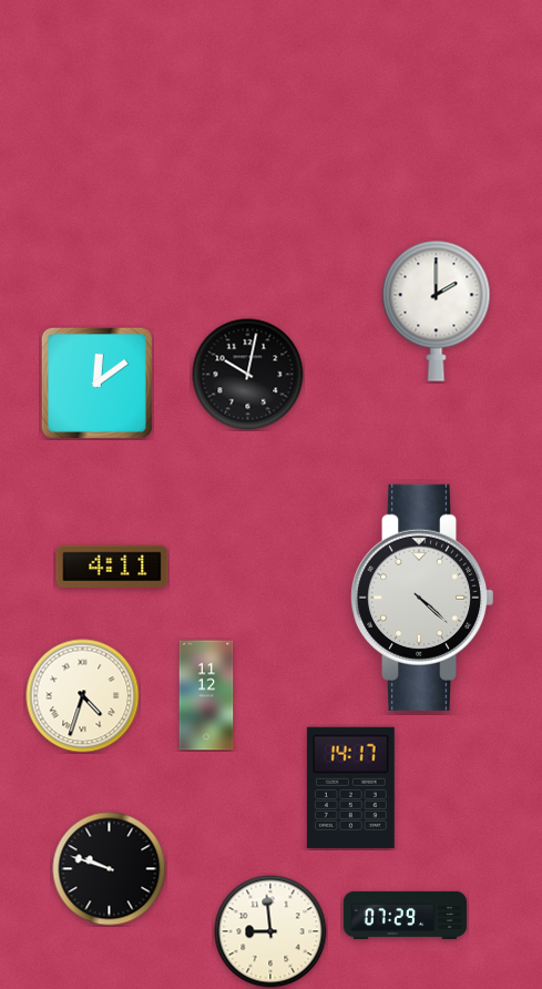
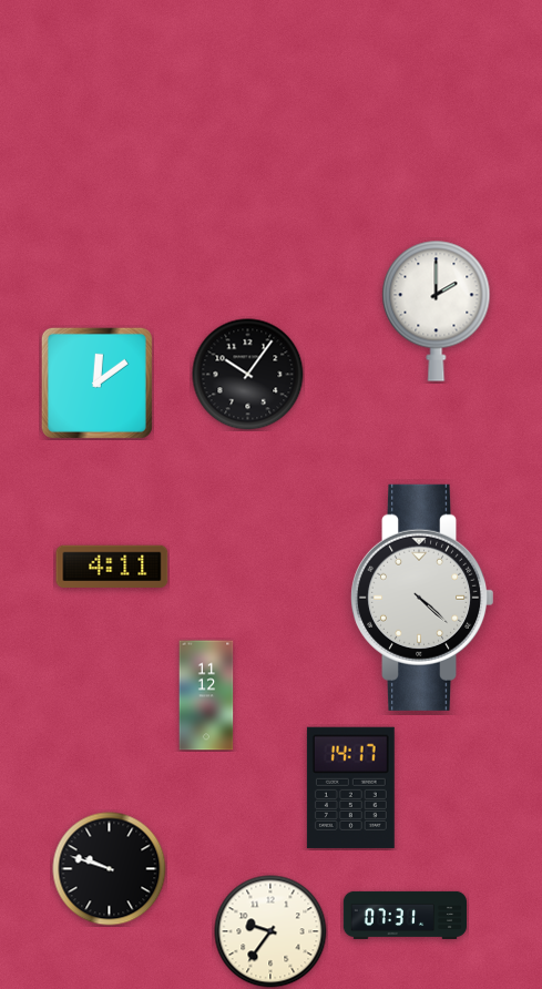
clock at (248, 375): 10:02 -> 10:06
clock at (83, 696): 4:33 -> none
clock at (405, 915): 07:29 -> 07:31
clock at (270, 931): 8:59 -> 9:36
